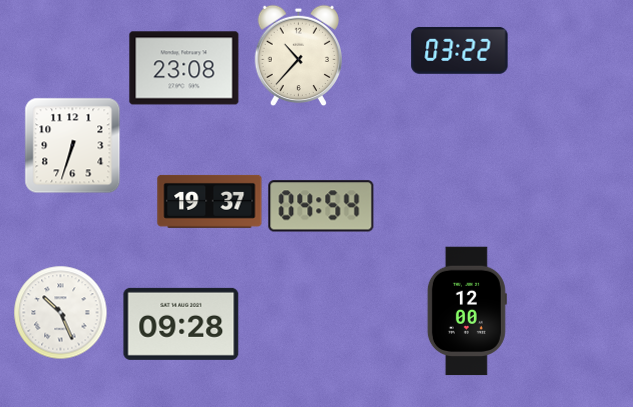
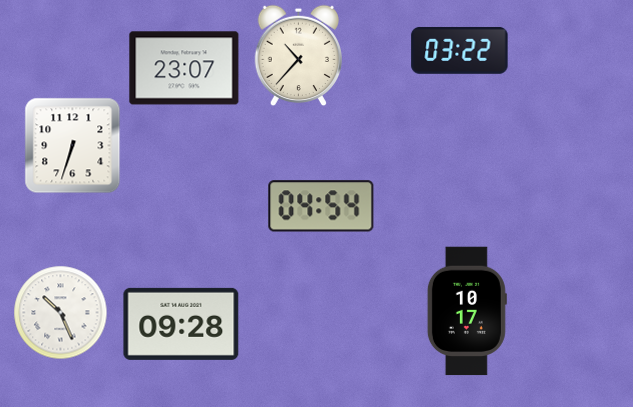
clock at (184, 68): 23:08 -> 23:07
clock at (210, 201): 19:37 -> none
clock at (467, 311): 12:00 -> 10:17
